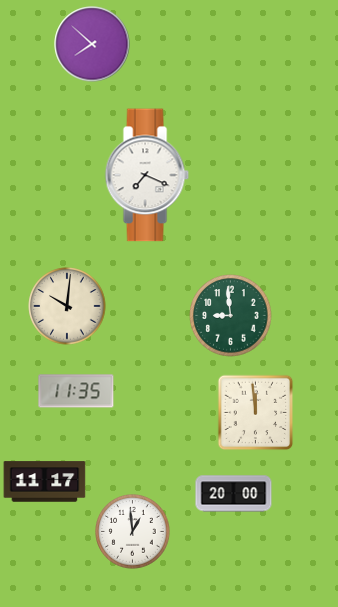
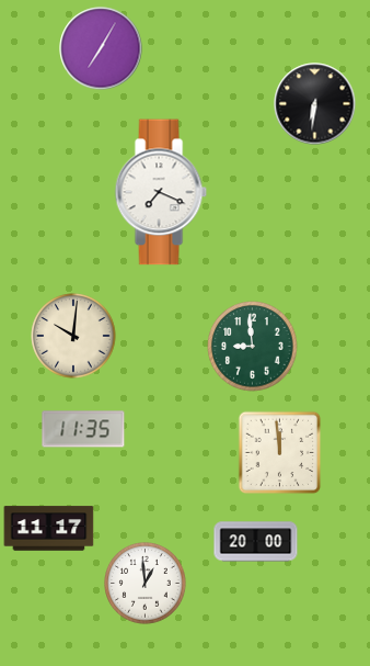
clock at (92, 44): 7:52 -> 7:05
clock at (315, 104): none -> 6:31
